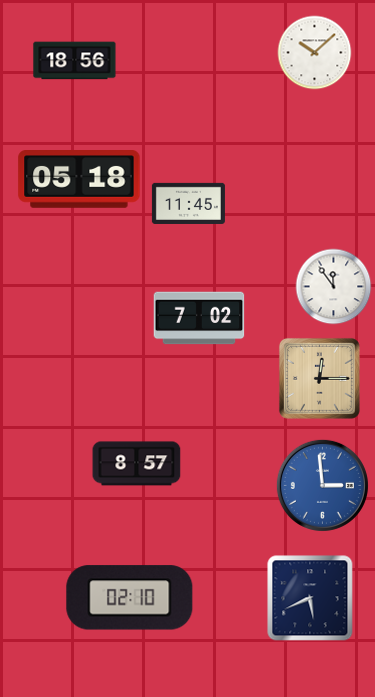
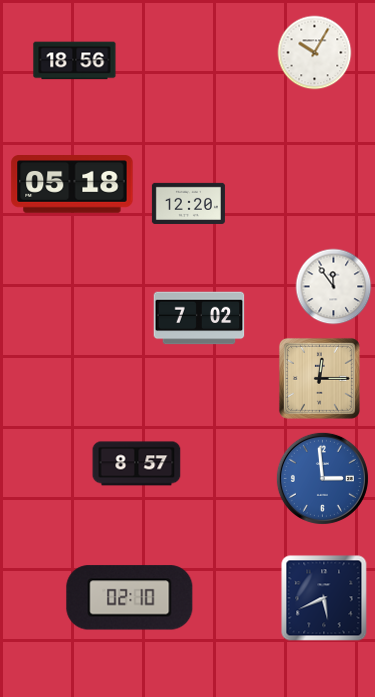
clock at (315, 53): 10:08 -> 10:05
clock at (79, 180) position: (79, 180) -> (72, 185)
clock at (188, 203): 11:45 -> 12:20
clock at (322, 485) position: (322, 485) -> (322, 478)
clock at (310, 598) position: (310, 598) -> (324, 598)
